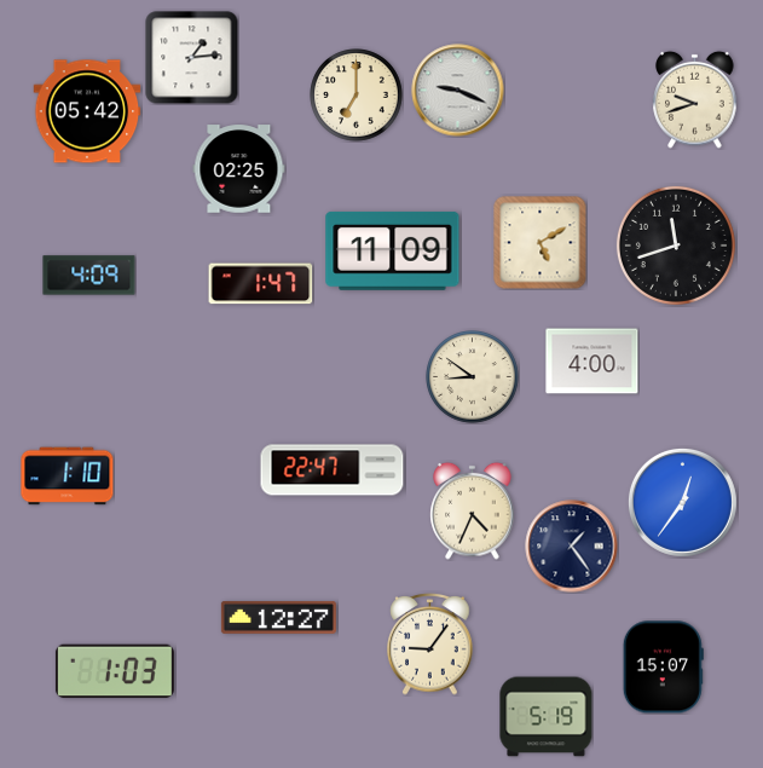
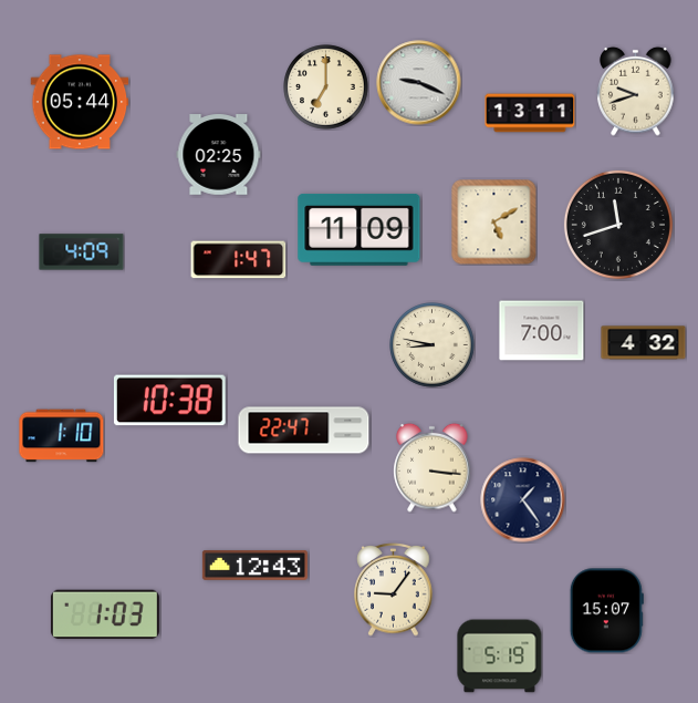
clock at (192, 58): 1:14 -> none
clock at (87, 111): 05:42 -> 05:44
clock at (530, 113): none -> 13:11
clock at (593, 362): 4:00 -> 7:00
clock at (644, 343): none -> 4:32
clock at (473, 377): 8:51 -> 8:47
clock at (169, 401): none -> 10:38
clock at (682, 502): 12:36 -> none
clock at (473, 510): 4:34 -> 3:16
clock at (278, 617): 12:27 -> 12:43
